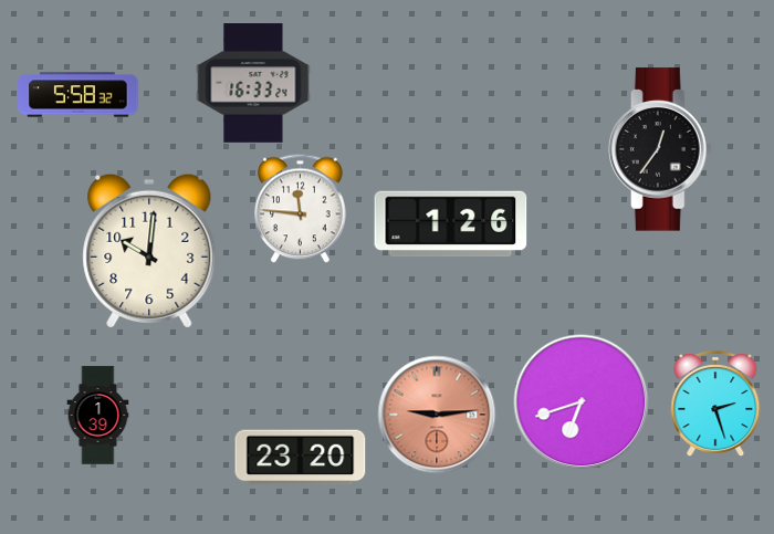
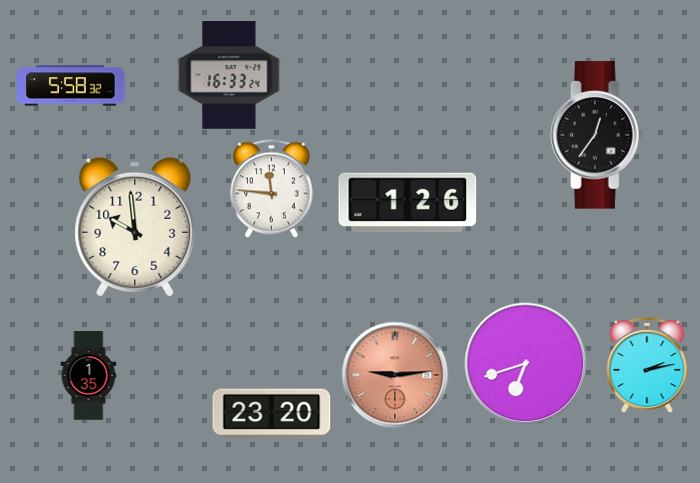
clock at (149, 250): 10:01 -> 9:59
clock at (715, 405): 2:27 -> 2:13
clock at (98, 416): 1:39 -> 1:35
